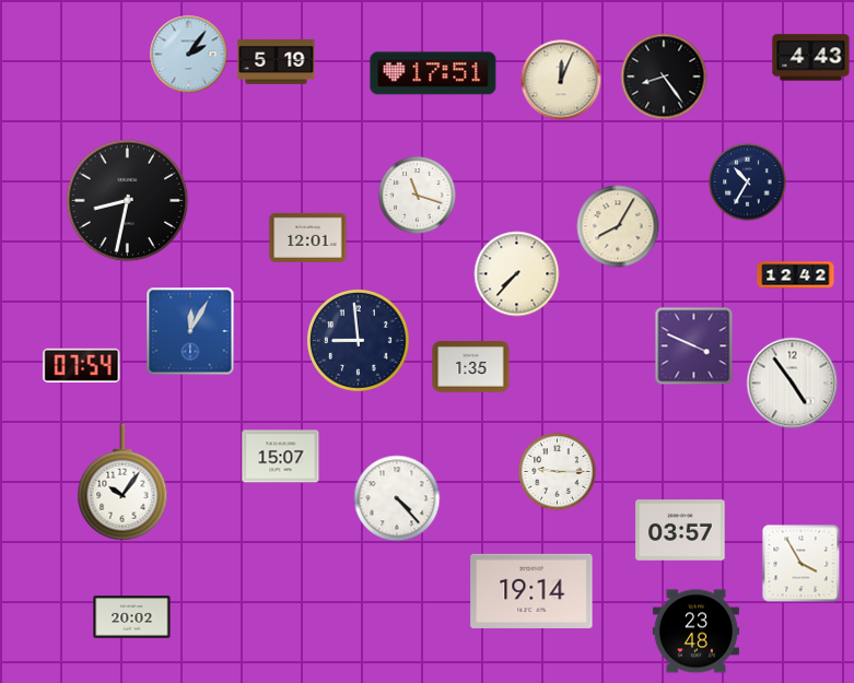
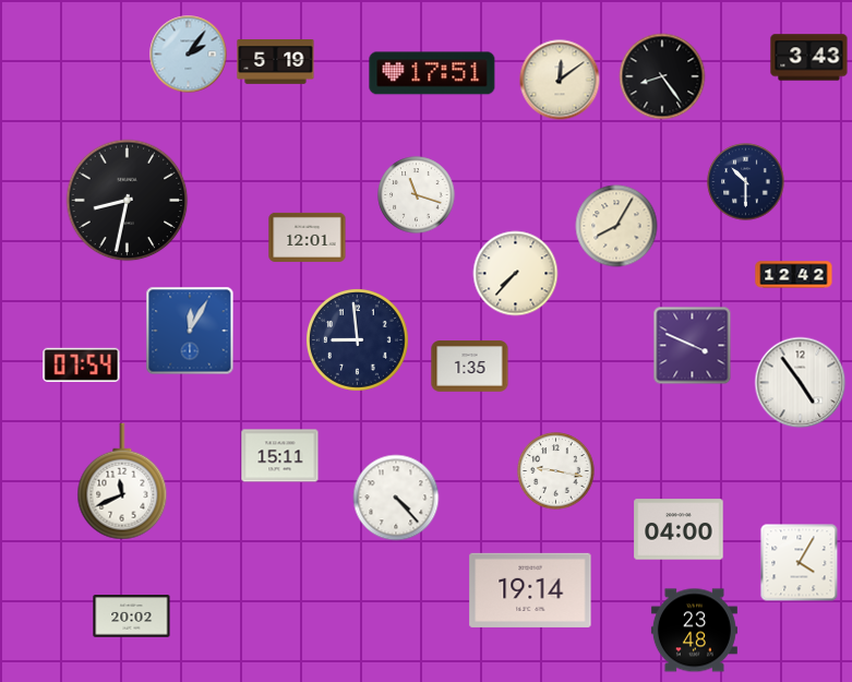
clock at (811, 58): 4:43 -> 3:43
clock at (561, 80): 12:04 -> 12:09
clock at (748, 182): 10:35 -> 10:30
clock at (793, 384) position: (793, 384) -> (801, 383)
clock at (281, 457): 15:07 -> 15:11
clock at (558, 472): 9:15 -> 9:17
clock at (122, 482): 10:06 -> 11:41
clock at (680, 530): 03:57 -> 04:00
clock at (802, 564): 3:55 -> 4:05
